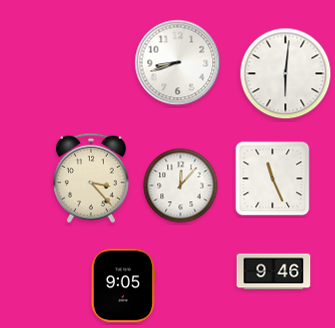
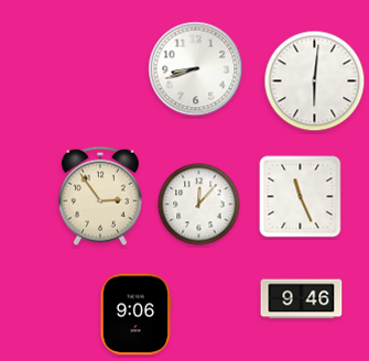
clock at (91, 178): 3:23 -> 2:54
clock at (123, 286): 9:05 -> 9:06
